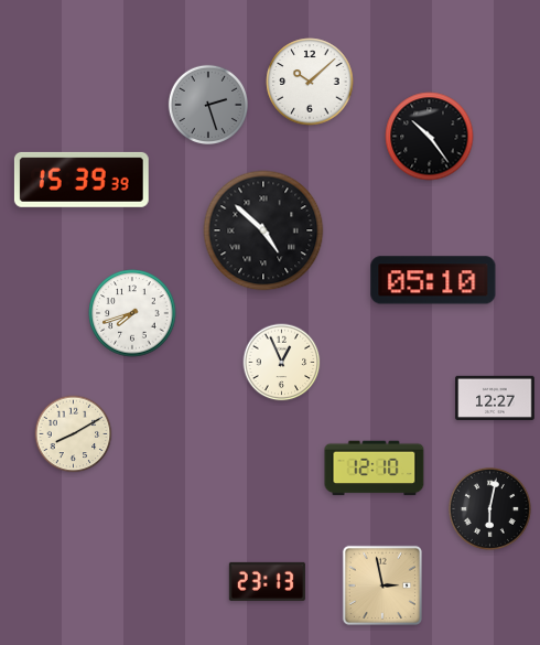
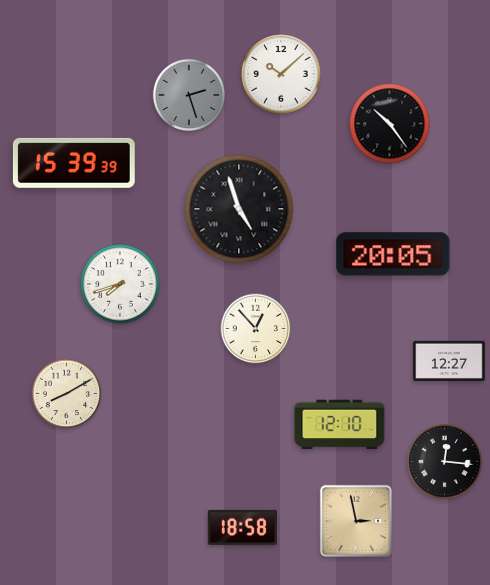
clock at (263, 230): 4:52 -> 4:57
clock at (433, 280): 05:10 -> 20:05
clock at (282, 363): 12:56 -> 12:53
clock at (489, 508): 6:02 -> 12:16
clock at (267, 581): 23:13 -> 18:58
clock at (382, 585) position: (382, 585) -> (356, 521)
